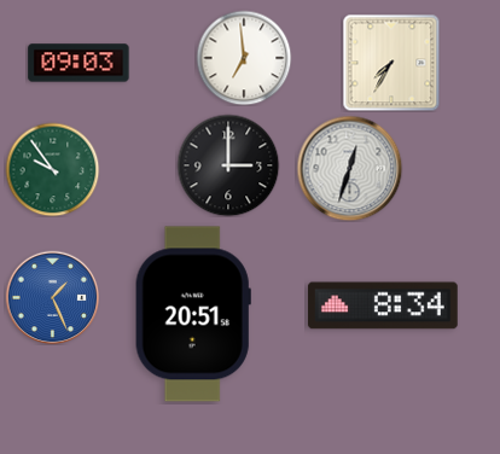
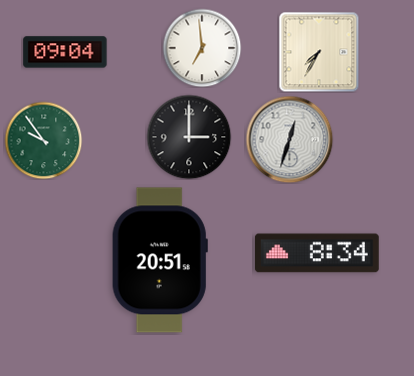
clock at (79, 63): 09:03 -> 09:04
clock at (391, 63) position: (391, 63) -> (319, 52)
clock at (52, 297): 1:26 -> none
